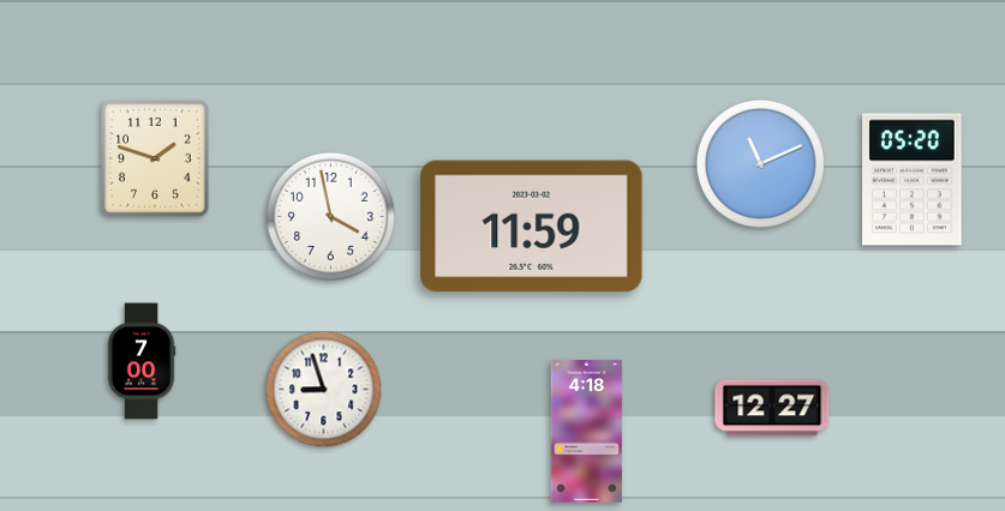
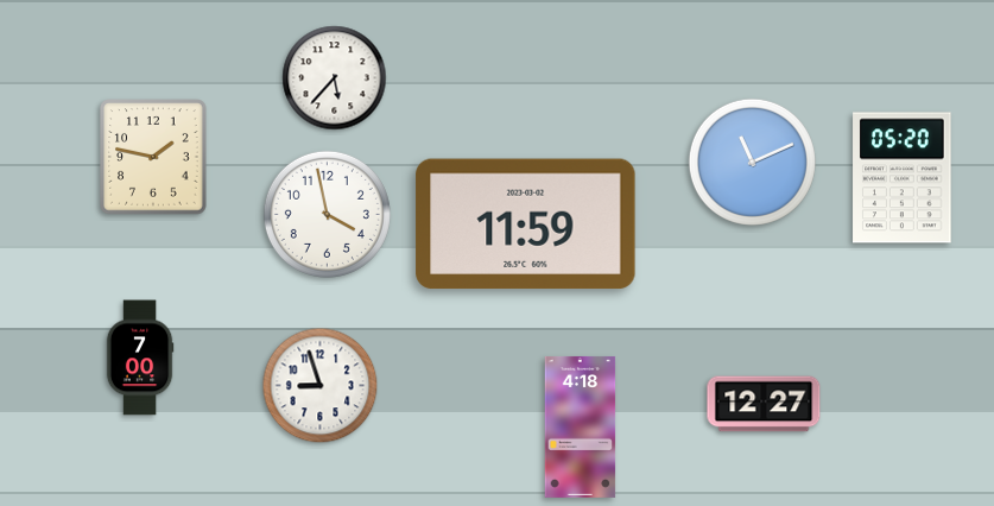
clock at (335, 78): none -> 5:37
clock at (155, 158): 1:48 -> 1:47
